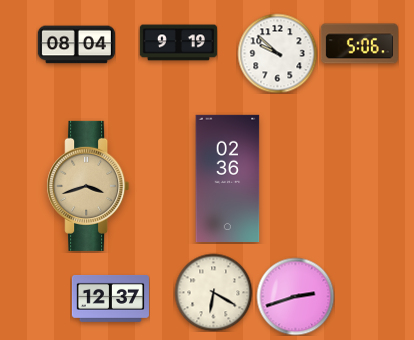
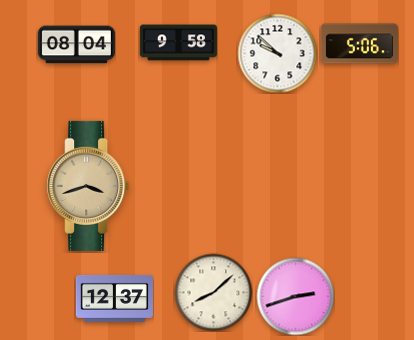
clock at (178, 43): 9:19 -> 9:58
clock at (228, 178): 02:36 -> none
clock at (213, 292): 6:20 -> 8:08
clock at (110, 298) position: (110, 298) -> (114, 298)
